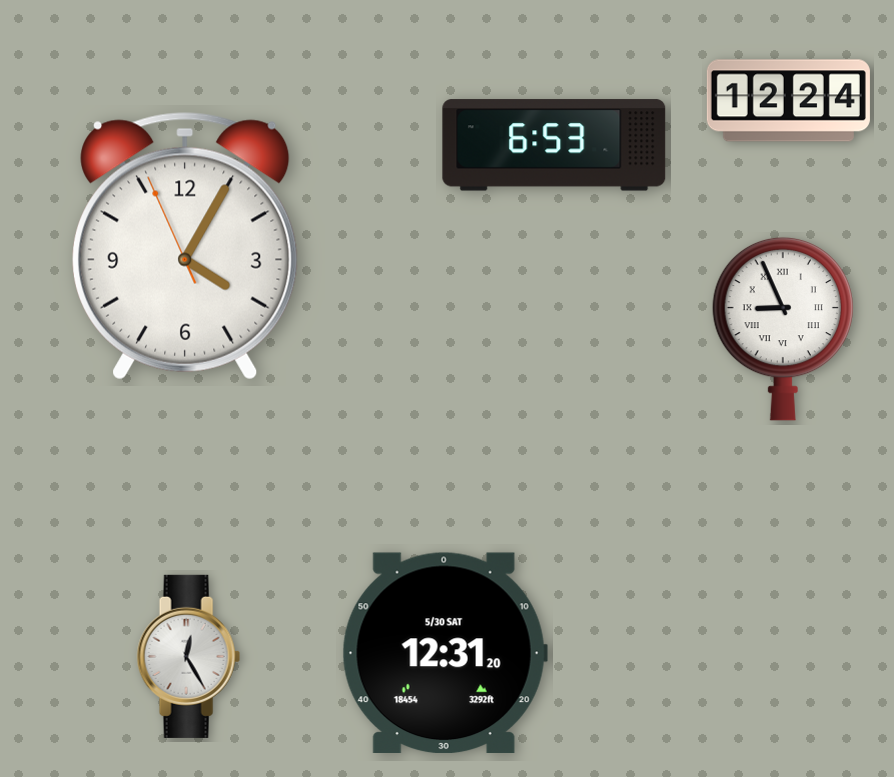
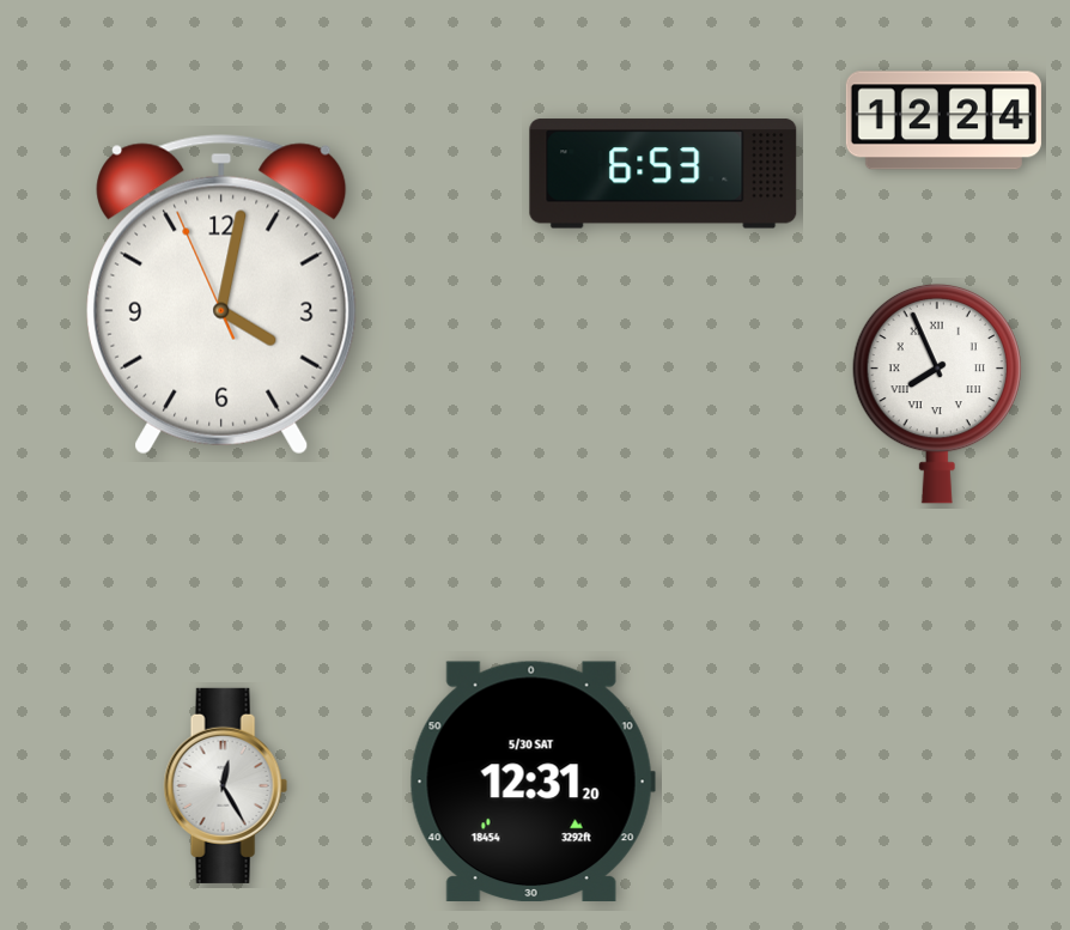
clock at (185, 246): 4:04 -> 4:01
clock at (783, 329): 8:56 -> 7:56
